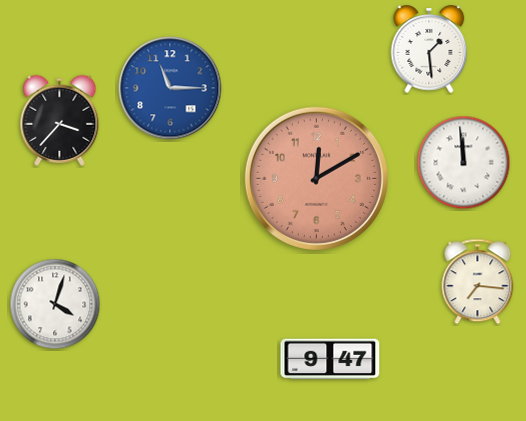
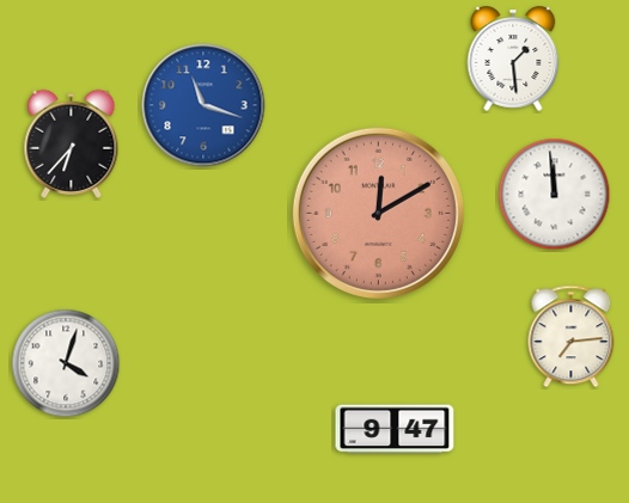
clock at (170, 88): 11:15 -> 11:18
clock at (60, 120): 3:37 -> 6:37
clock at (478, 282): 7:16 -> 7:14
